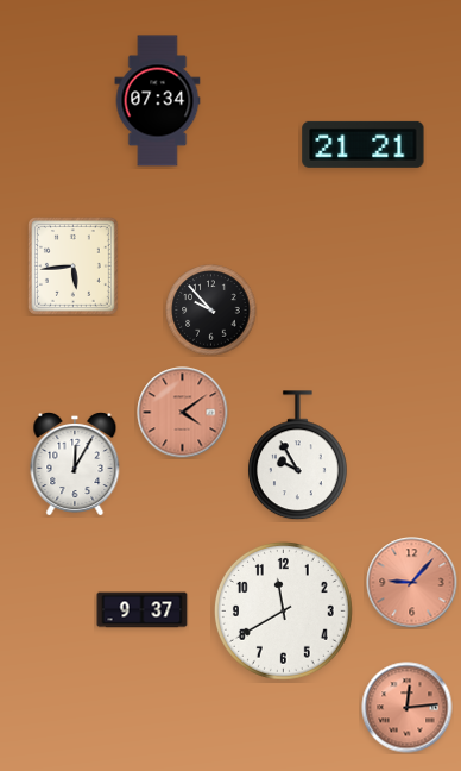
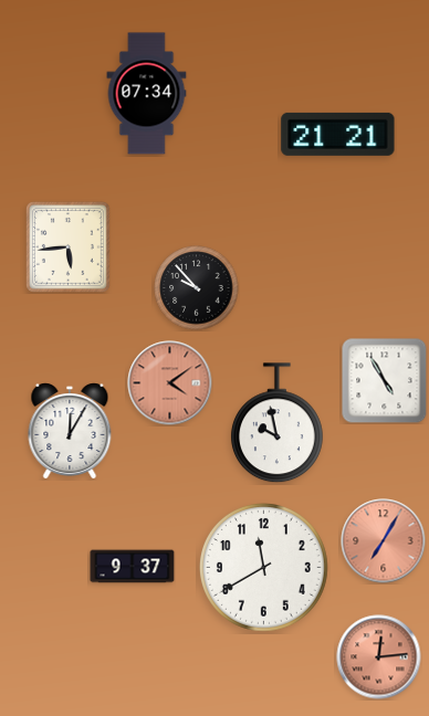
clock at (385, 381): none -> 4:55
clock at (297, 456): 9:55 -> 9:58
clock at (412, 583): 9:07 -> 7:05
